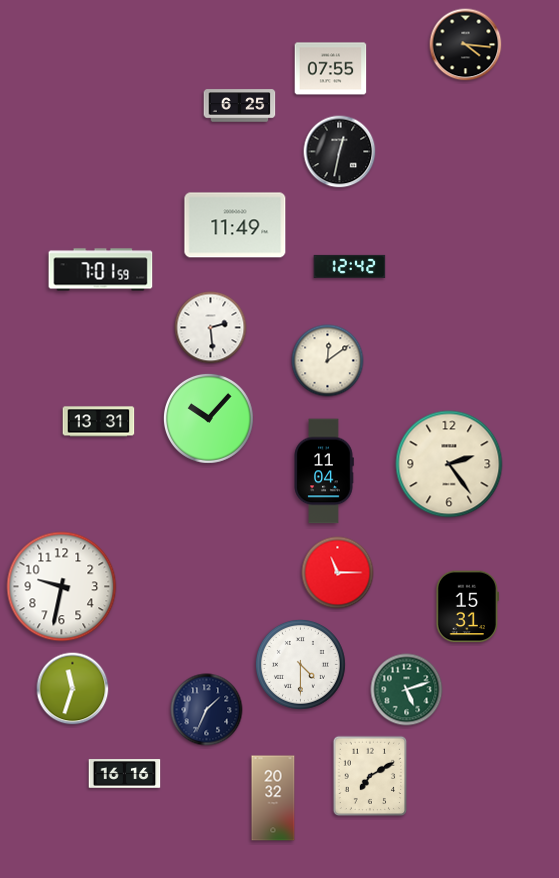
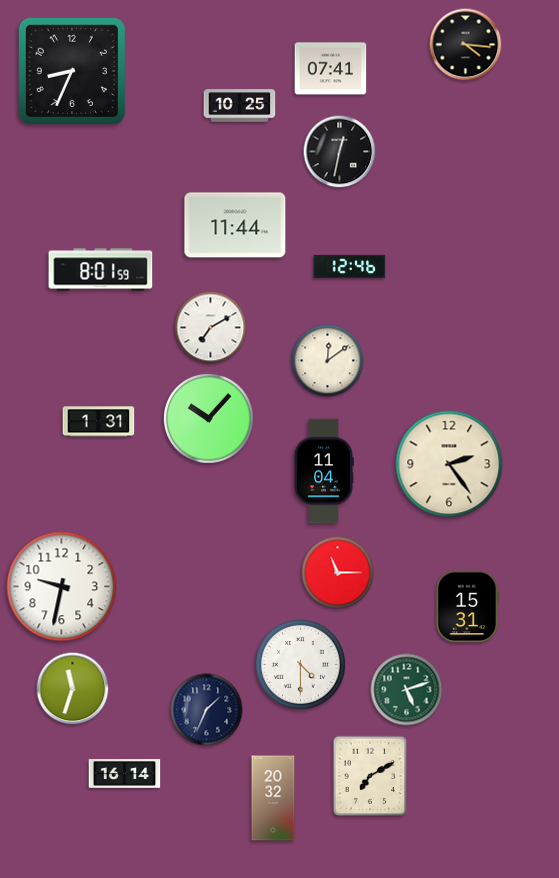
clock at (331, 69): 07:55 -> 07:41
clock at (72, 71): none -> 8:34
clock at (240, 106): 6:25 -> 10:25
clock at (235, 225): 11:49 -> 11:44
clock at (350, 266): 12:42 -> 12:46
clock at (101, 270): 7:01 -> 8:01
clock at (211, 328): 2:29 -> 7:10
clock at (99, 422): 13:31 -> 1:31
clock at (125, 774): 16:16 -> 16:14
